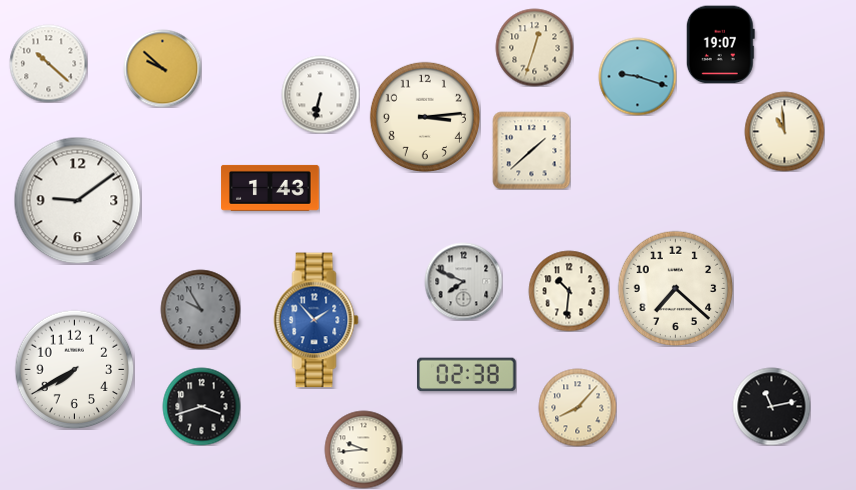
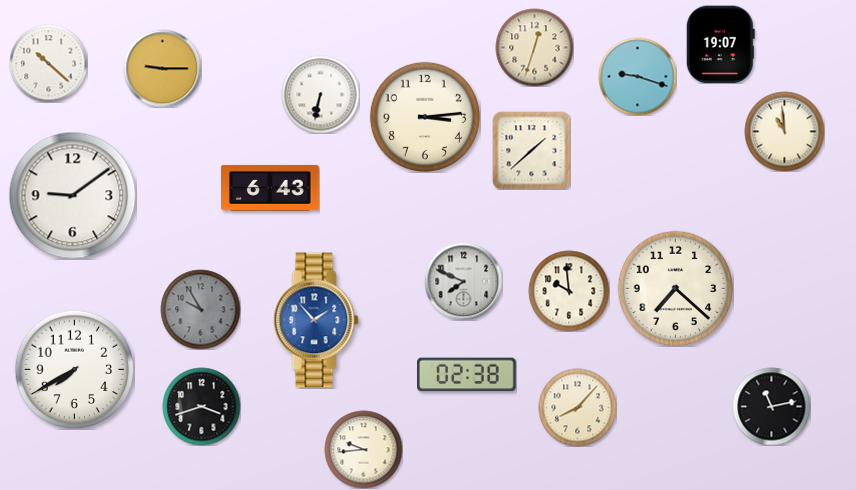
clock at (162, 68): 9:52 -> 9:15
clock at (270, 188): 1:43 -> 6:43
clock at (77, 200) position: (77, 200) -> (72, 195)
clock at (569, 291): 10:31 -> 9:59
